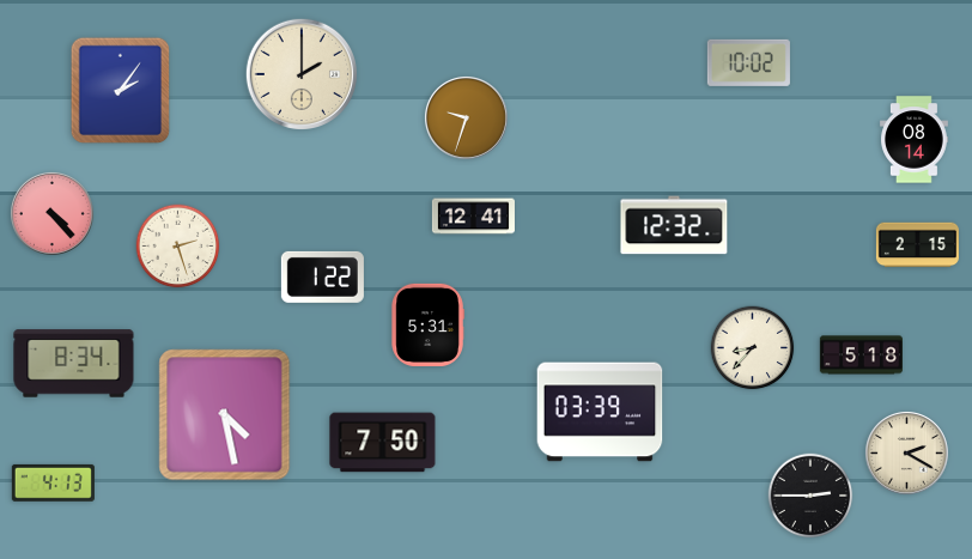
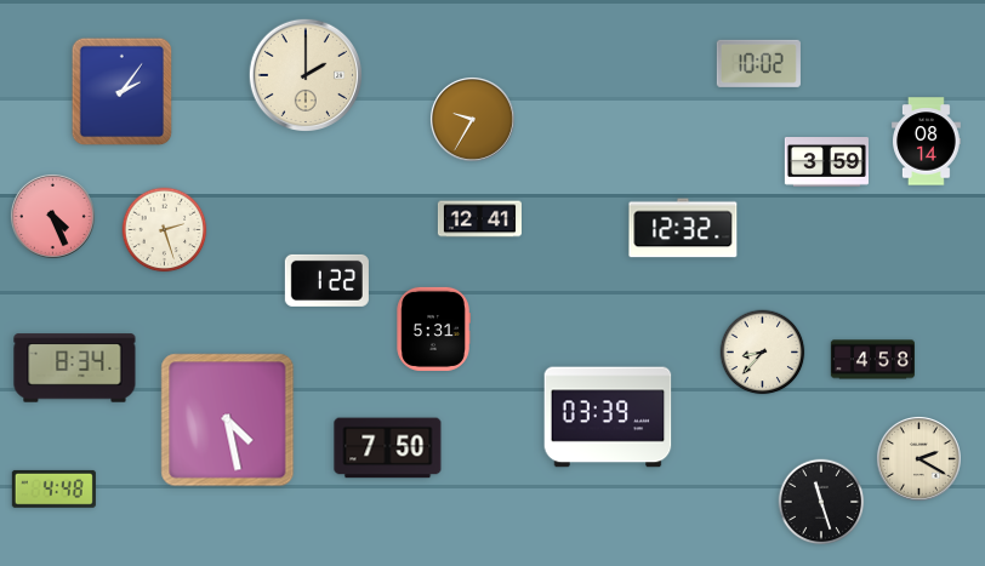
clock at (466, 117): 9:33 -> 9:35
clock at (826, 162): none -> 3:59
clock at (51, 213): 4:23 -> 4:26
clock at (917, 245): 2:15 -> none
clock at (178, 247) position: (178, 247) -> (165, 230)
clock at (861, 356): 5:18 -> 4:58
clock at (53, 482): 4:13 -> 4:48
clock at (810, 496): 2:45 -> 11:27
